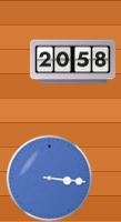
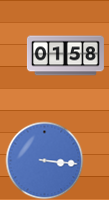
clock at (72, 62): 20:58 -> 01:58
